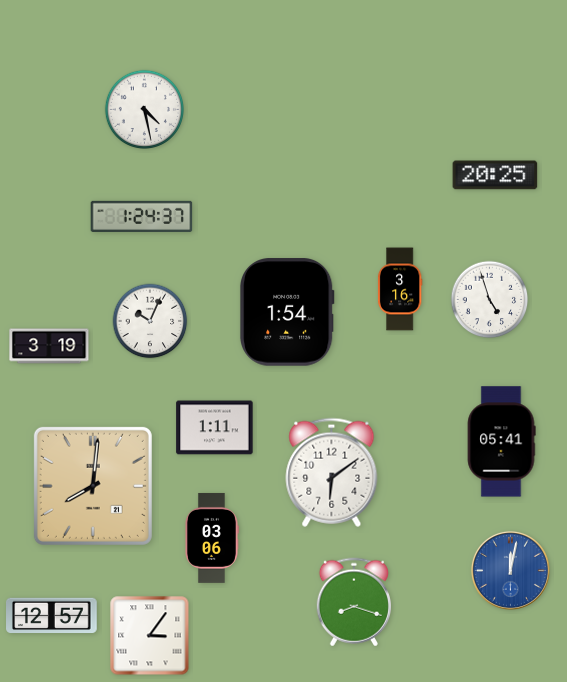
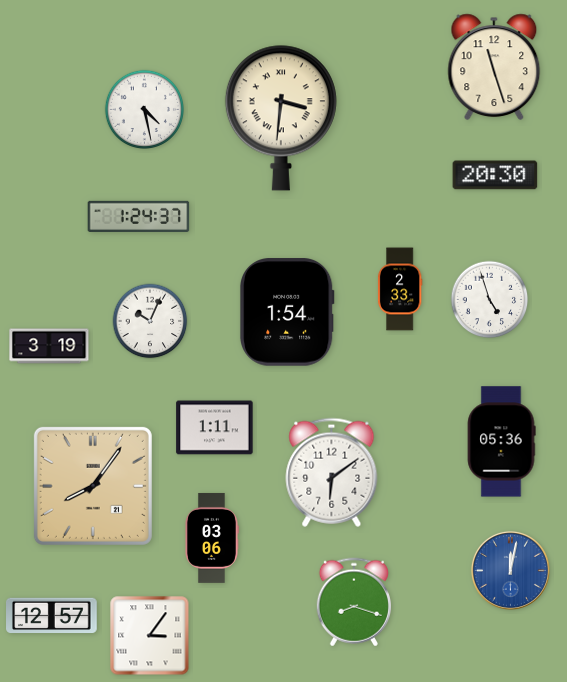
clock at (494, 67): none -> 11:27
clock at (281, 118): none -> 3:31
clock at (495, 175): 20:25 -> 20:30
clock at (142, 216) position: (142, 216) -> (139, 216)
clock at (400, 289): 3:16 -> 2:33
clock at (501, 442): 05:41 -> 05:36
clock at (93, 486): 8:01 -> 8:06
